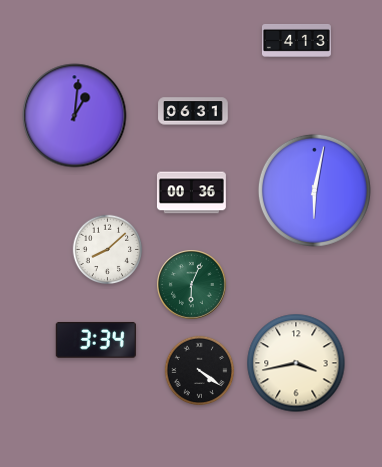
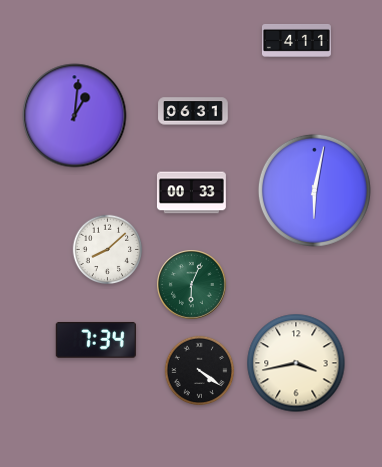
clock at (296, 40): 4:13 -> 4:11
clock at (191, 193): 00:36 -> 00:33
clock at (96, 340): 3:34 -> 7:34
